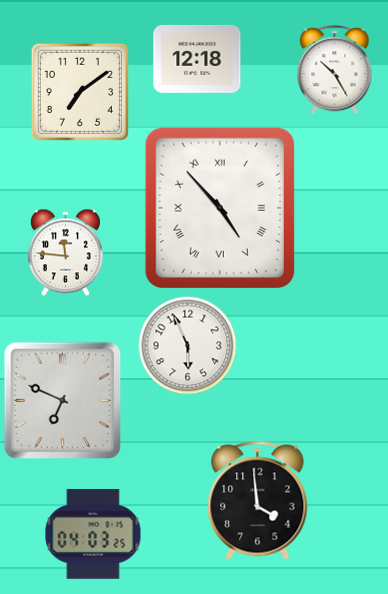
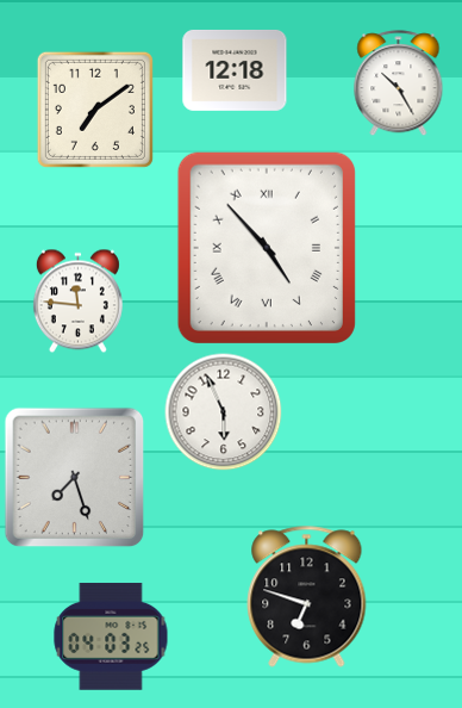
clock at (220, 208) position: (220, 208) -> (267, 248)
clock at (63, 401): 6:49 -> 7:27
clock at (258, 501): 3:59 -> 6:48
